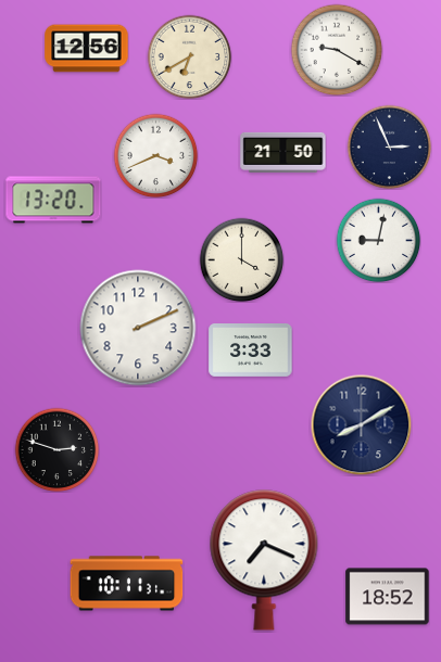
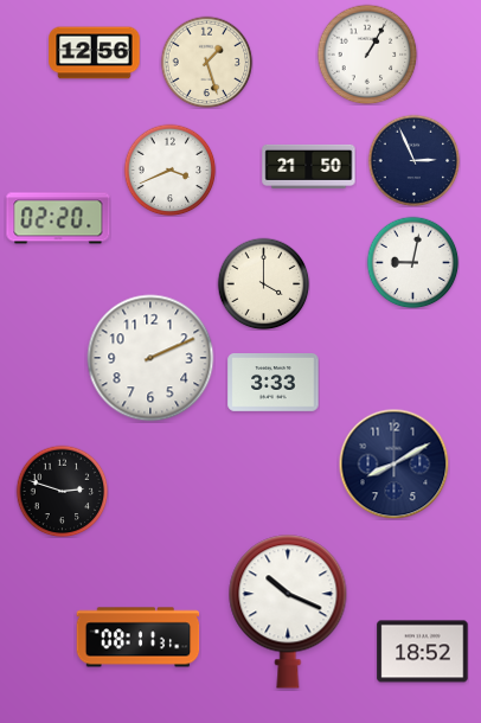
clock at (337, 50): 9:20 -> 1:05
clock at (189, 56): 6:40 -> 1:27
clock at (389, 147) position: (389, 147) -> (413, 160)
clock at (53, 200): 13:20 -> 02:20
clock at (264, 560): 7:19 -> 10:19
clock at (127, 584): 10:11 -> 08:11
